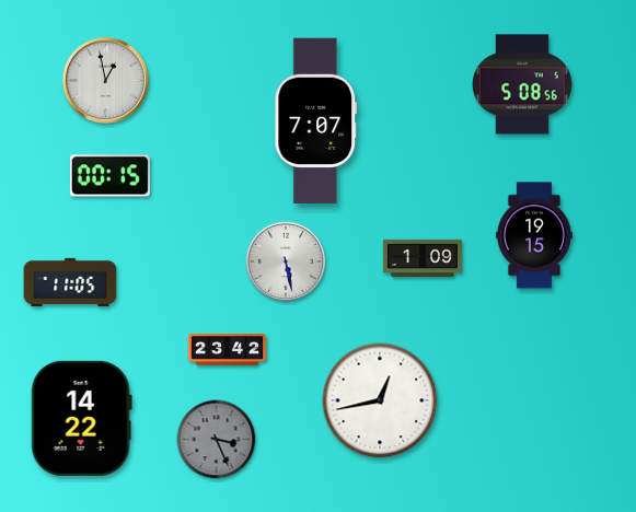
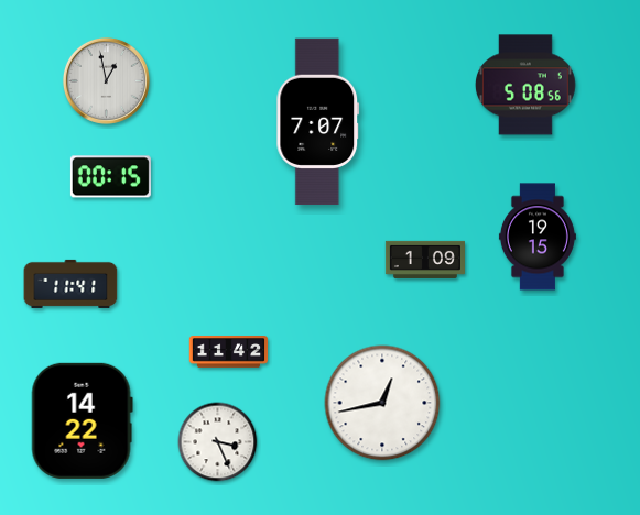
clock at (286, 261): 5:28 -> none
clock at (70, 282): 11:05 -> 11:41
clock at (228, 350): 23:42 -> 11:42
clock at (217, 440) dial: grey -> white
